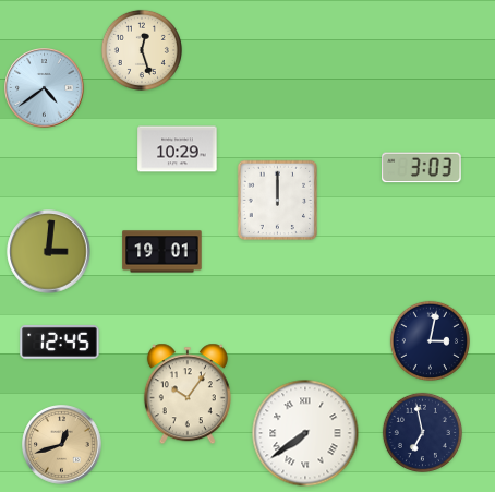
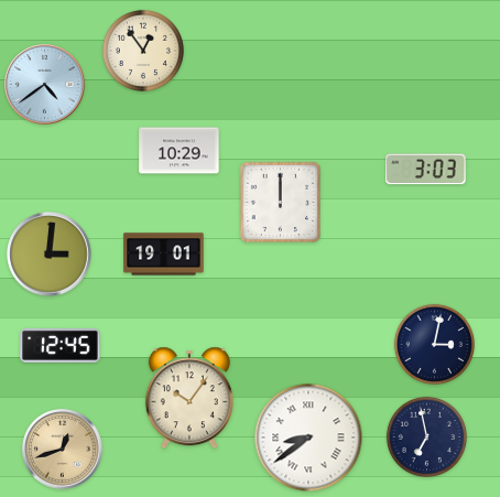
clock at (142, 50): 12:27 -> 12:54
clock at (45, 88) position: (45, 88) -> (45, 85)
clock at (305, 433): 7:39 -> 8:39
